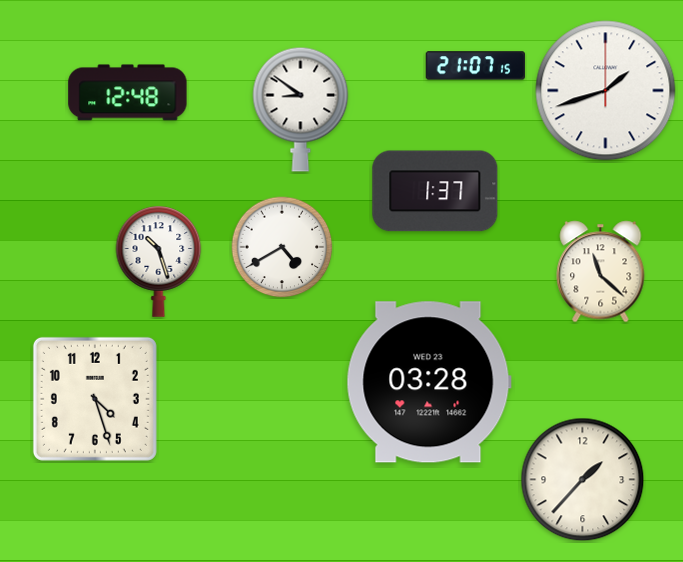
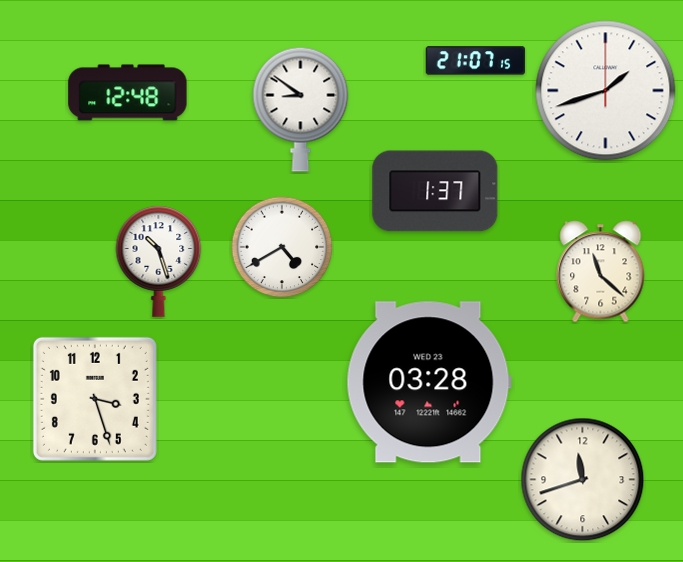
clock at (476, 66) position: (476, 66) -> (476, 61)
clock at (95, 399): 4:27 -> 3:27
clock at (583, 480): 1:37 -> 11:42
